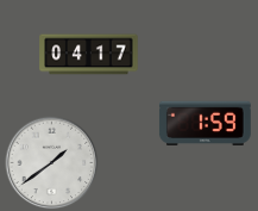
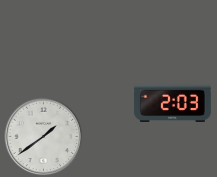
clock at (89, 55): 04:17 -> none
clock at (204, 124): 1:59 -> 2:03
